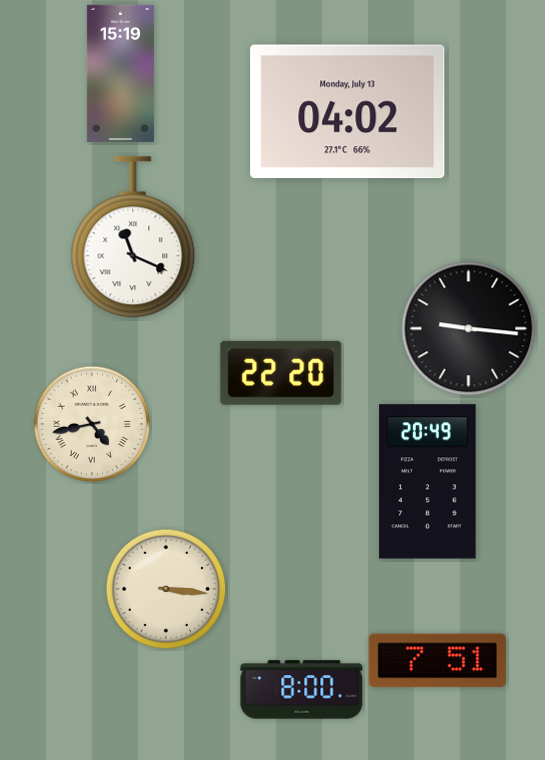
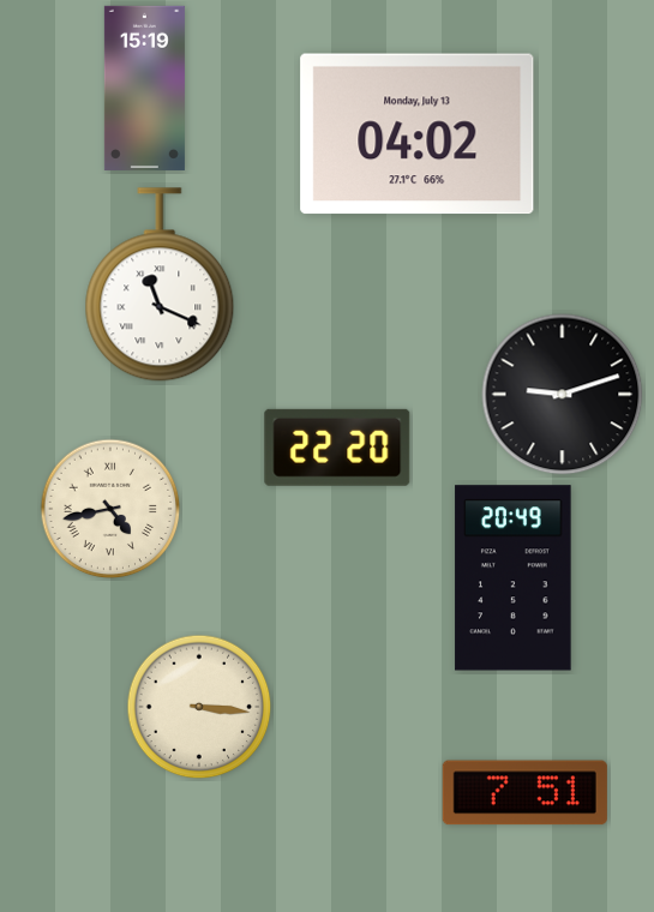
clock at (469, 329): 9:16 -> 9:12
clock at (302, 690): 8:00 -> none
